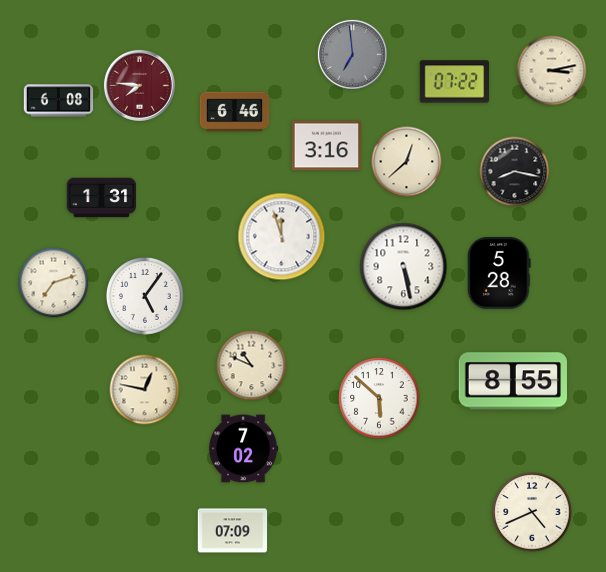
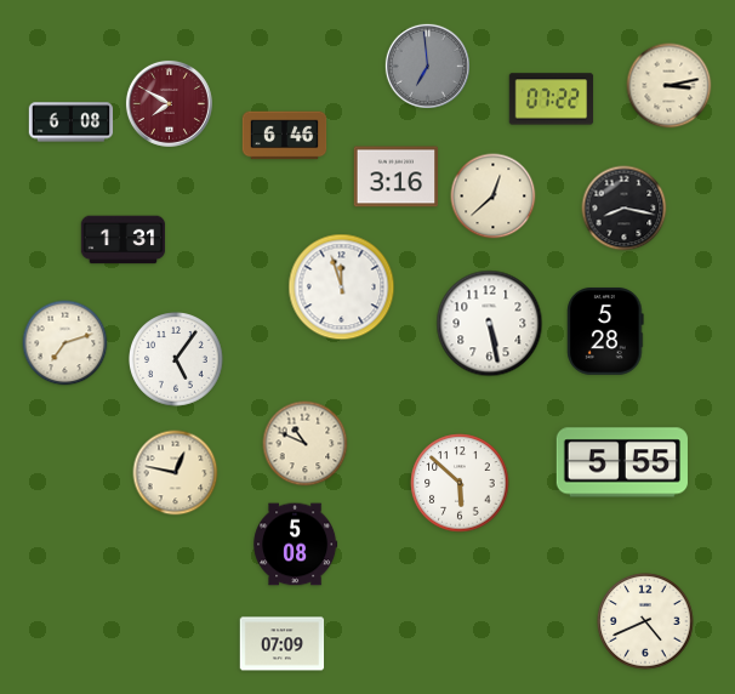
clock at (139, 85): 7:46 -> 7:50
clock at (513, 381): 8:55 -> 5:55
clock at (244, 449): 7:02 -> 5:08
